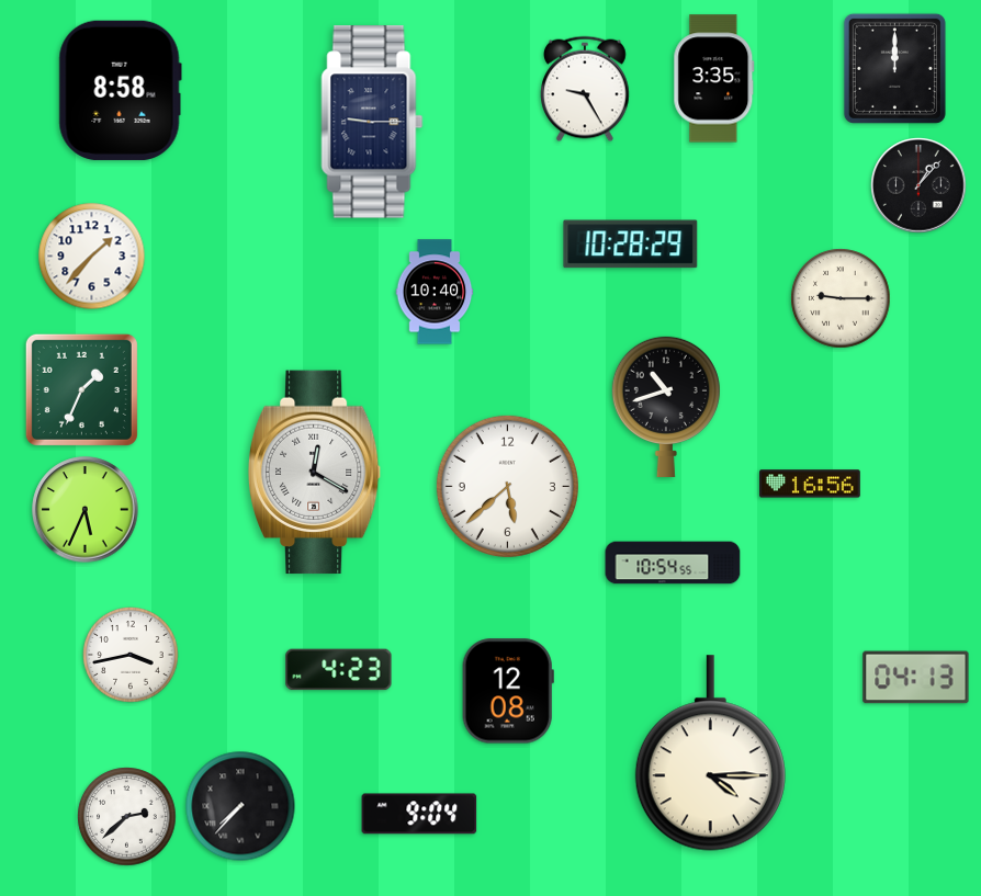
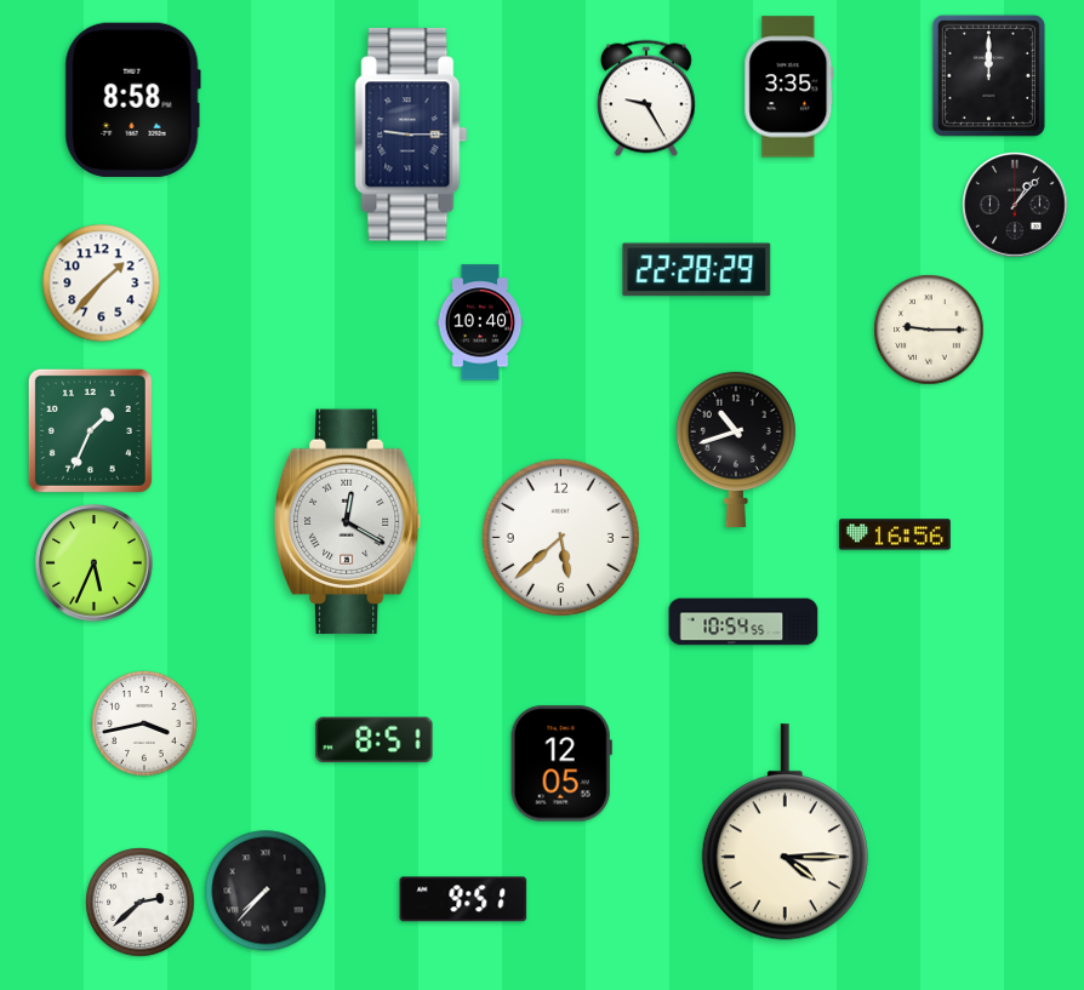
clock at (631, 245): 10:28 -> 22:28
clock at (339, 670): 4:23 -> 8:51
clock at (916, 678): 04:13 -> none
clock at (508, 691): 12:08 -> 12:05
clock at (419, 814): 9:04 -> 9:51
